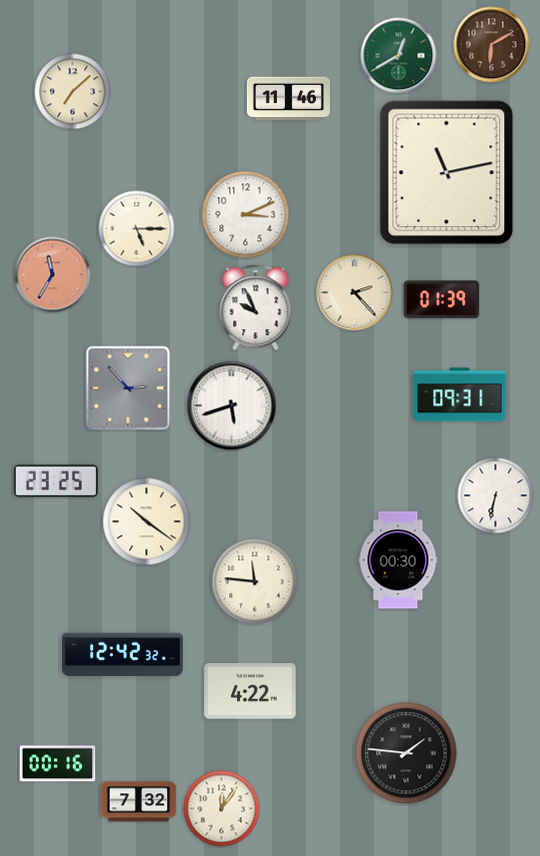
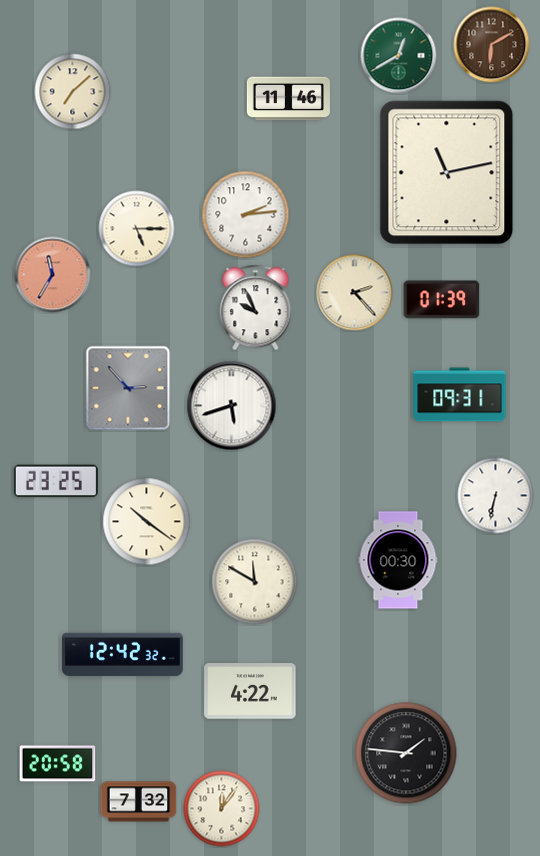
clock at (246, 215): 3:11 -> 2:14
clock at (255, 582): 11:46 -> 11:50
clock at (58, 764): 00:16 -> 20:58
